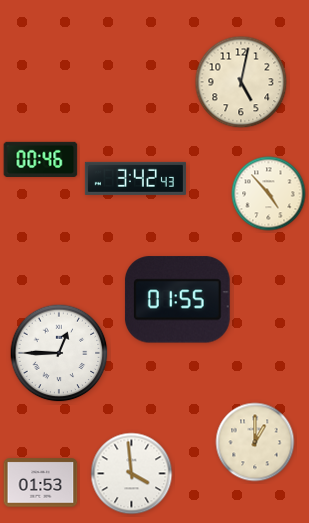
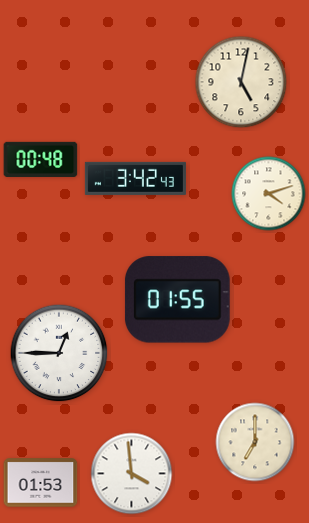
clock at (41, 159): 00:46 -> 00:48
clock at (269, 194): 4:53 -> 4:12
clock at (255, 442): 1:00 -> 7:00
